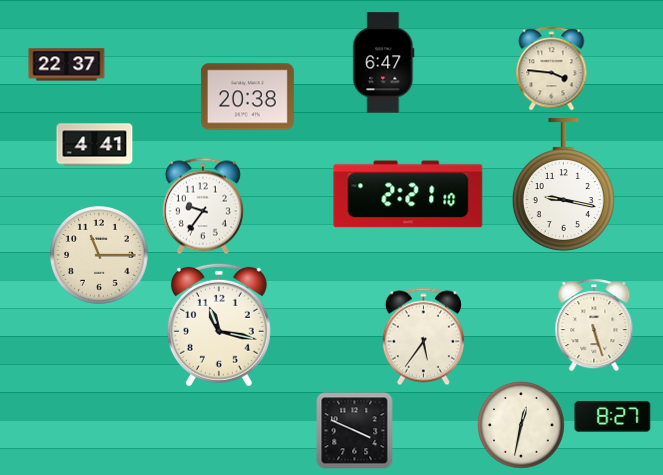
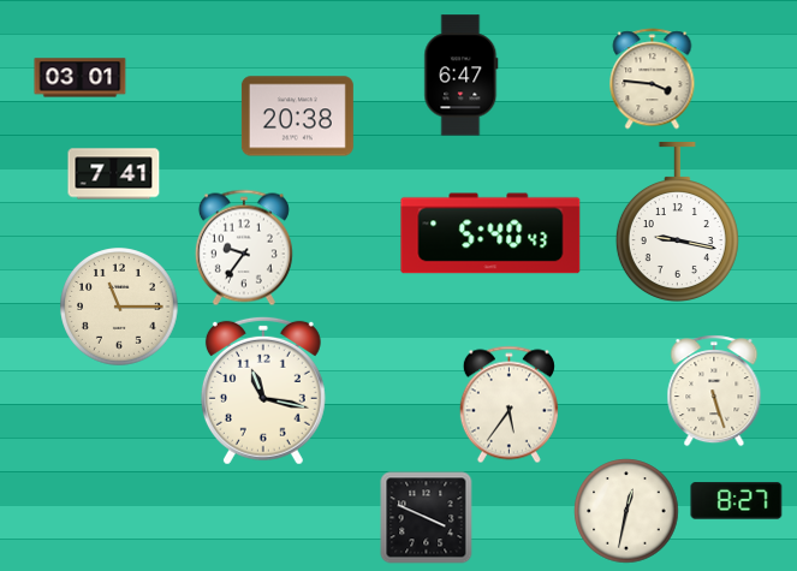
clock at (67, 65): 22:37 -> 03:01
clock at (552, 69) position: (552, 69) -> (653, 79)
clock at (95, 145): 4:41 -> 7:41
clock at (408, 194): 2:21 -> 5:40
